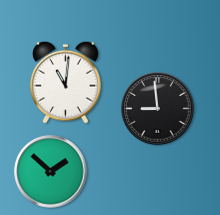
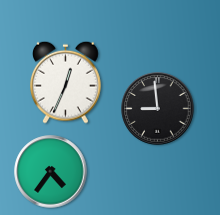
clock at (66, 82): 11:01 -> 12:34
clock at (51, 172): 1:52 -> 4:36
